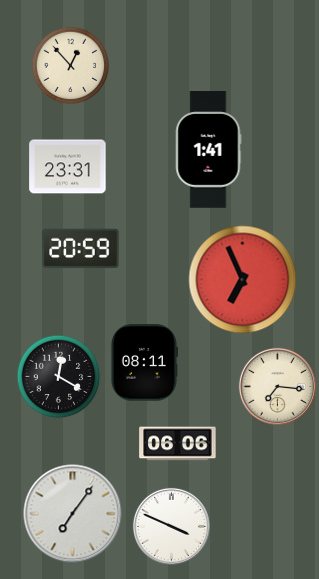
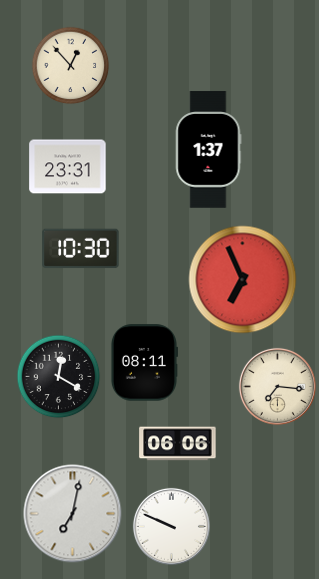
clock at (208, 150): 1:41 -> 1:37
clock at (81, 249): 20:59 -> 10:30
clock at (73, 514): 7:06 -> 7:02
clock at (171, 526): 3:49 -> 9:49
